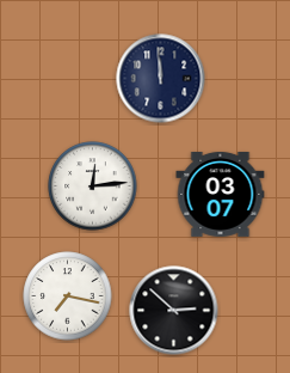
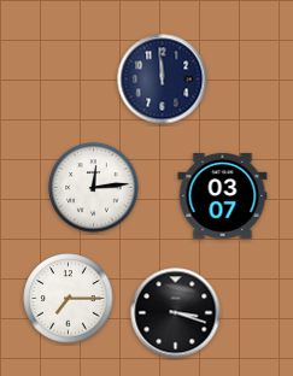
clock at (68, 296): 7:17 -> 7:15
clock at (174, 311): 2:52 -> 3:18
